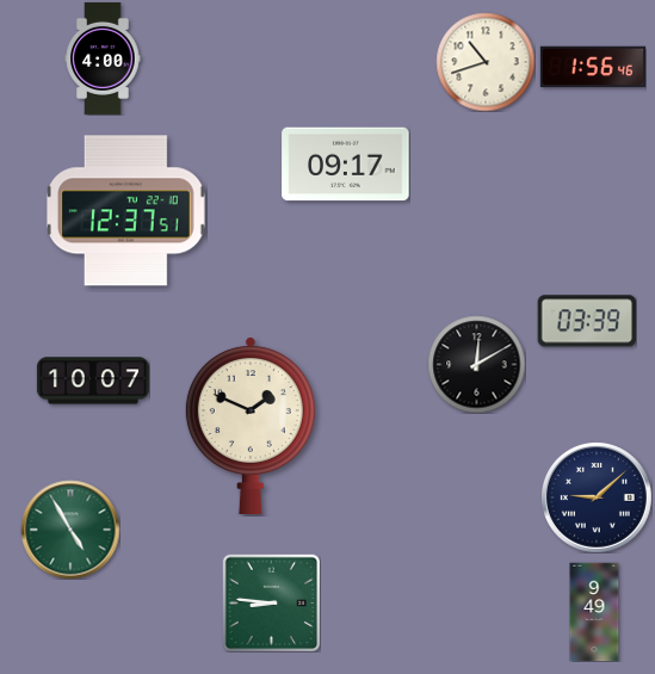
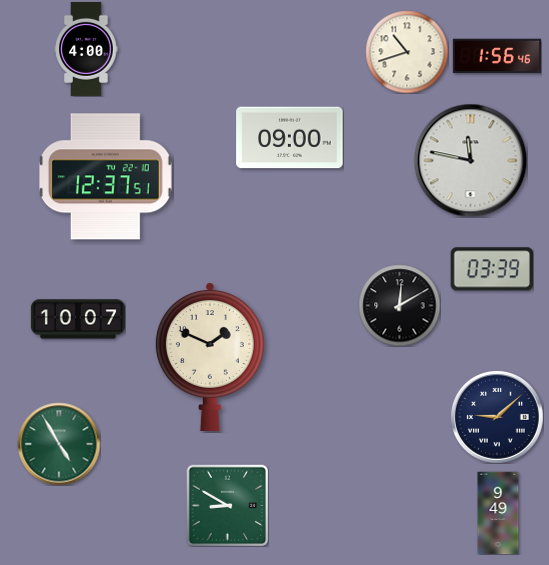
clock at (346, 165): 09:17 -> 09:00
clock at (470, 160): none -> 11:47
clock at (597, 497) position: (597, 497) -> (497, 417)
clock at (271, 602): 8:46 -> 8:50
